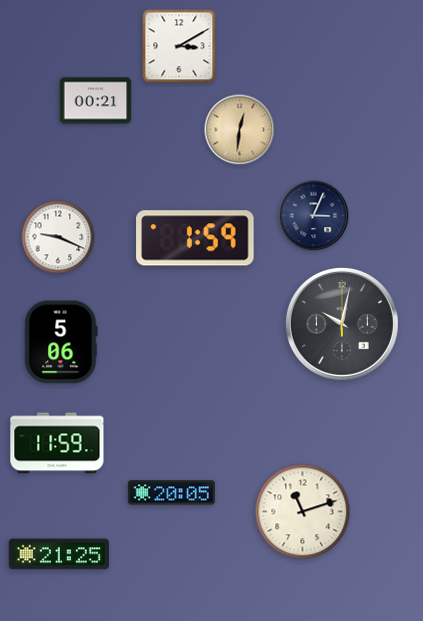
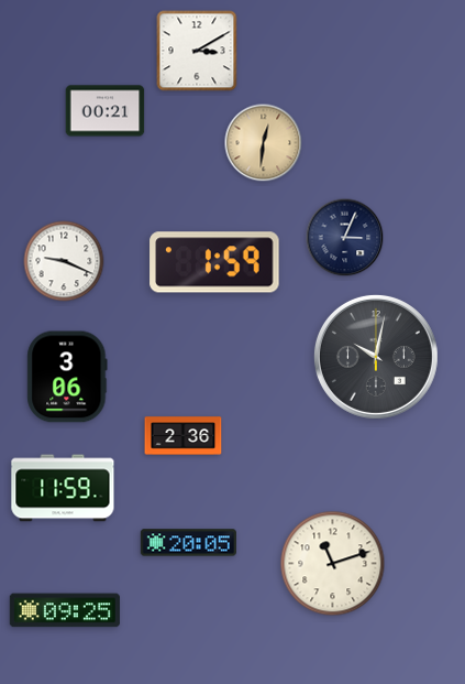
clock at (61, 342): 5:06 -> 3:06
clock at (184, 436): none -> 2:36
clock at (59, 554): 21:25 -> 09:25
